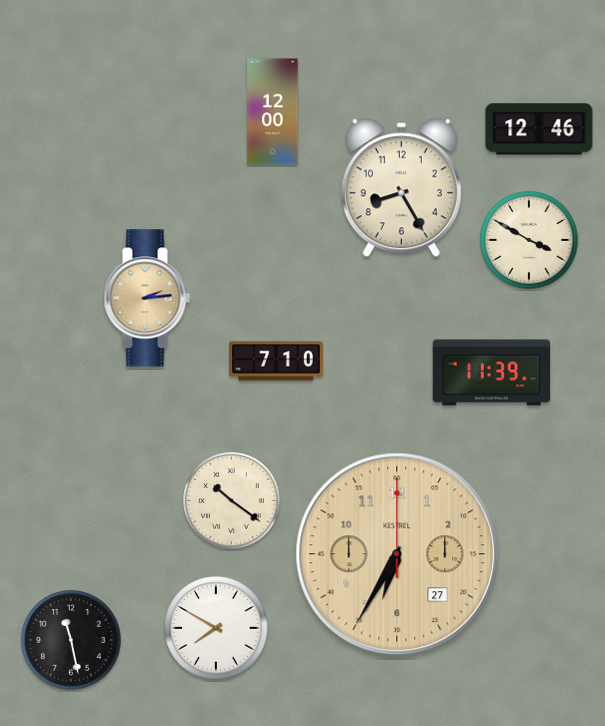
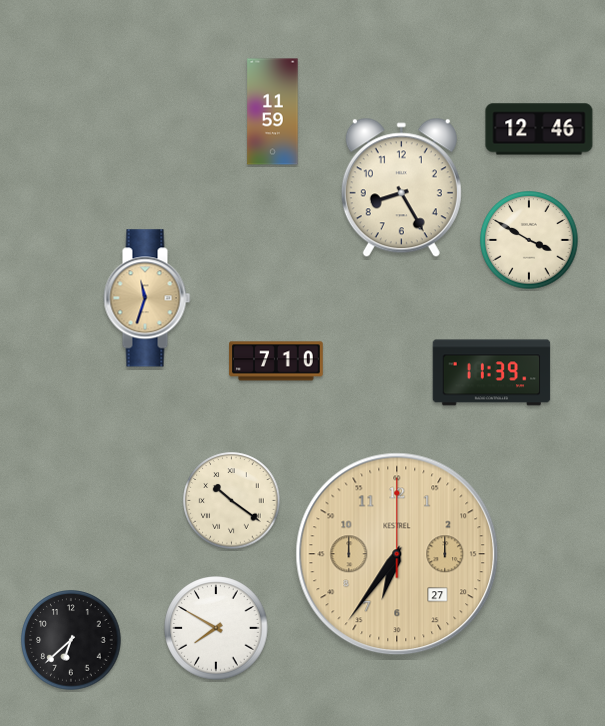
clock at (273, 112): 12:00 -> 11:59
clock at (147, 298): 2:14 -> 11:33
clock at (397, 554): 6:35 -> 6:36
clock at (71, 640): 11:28 -> 6:38
